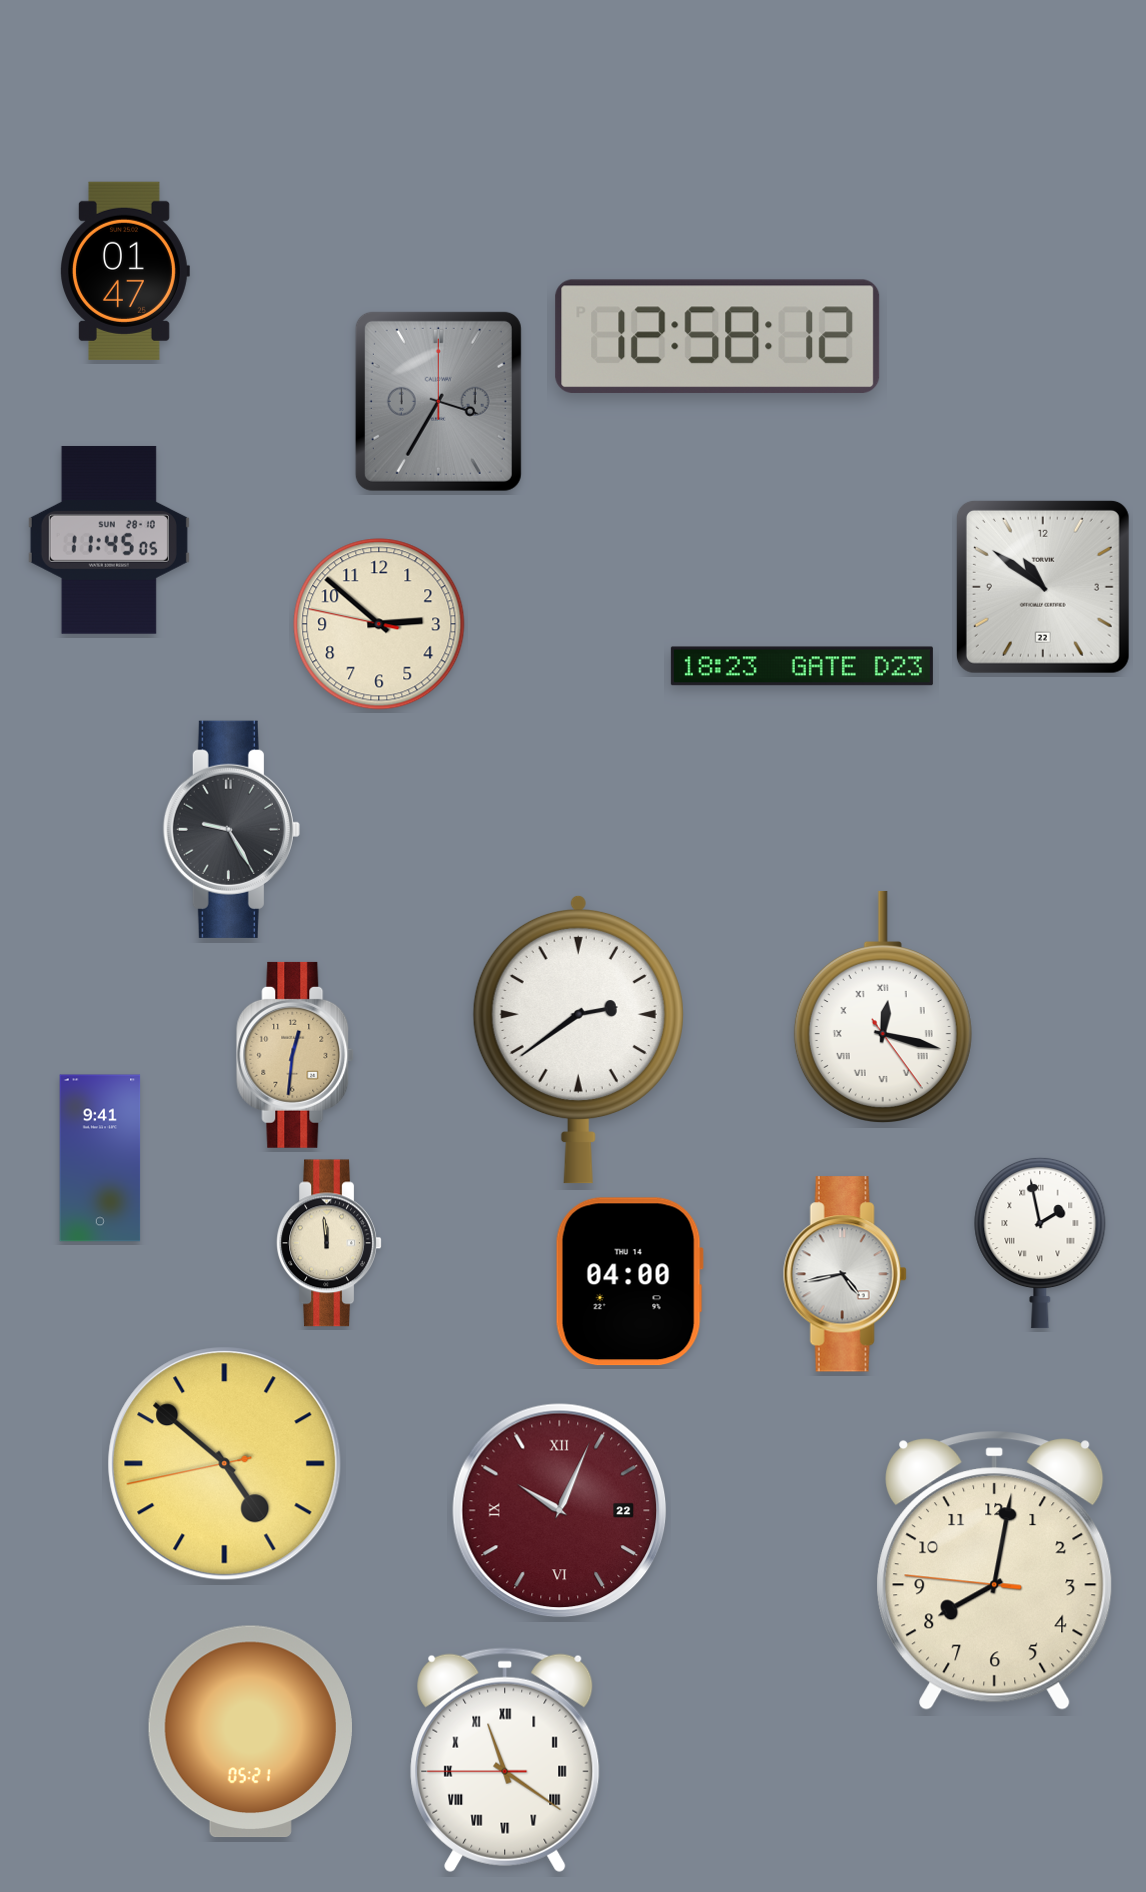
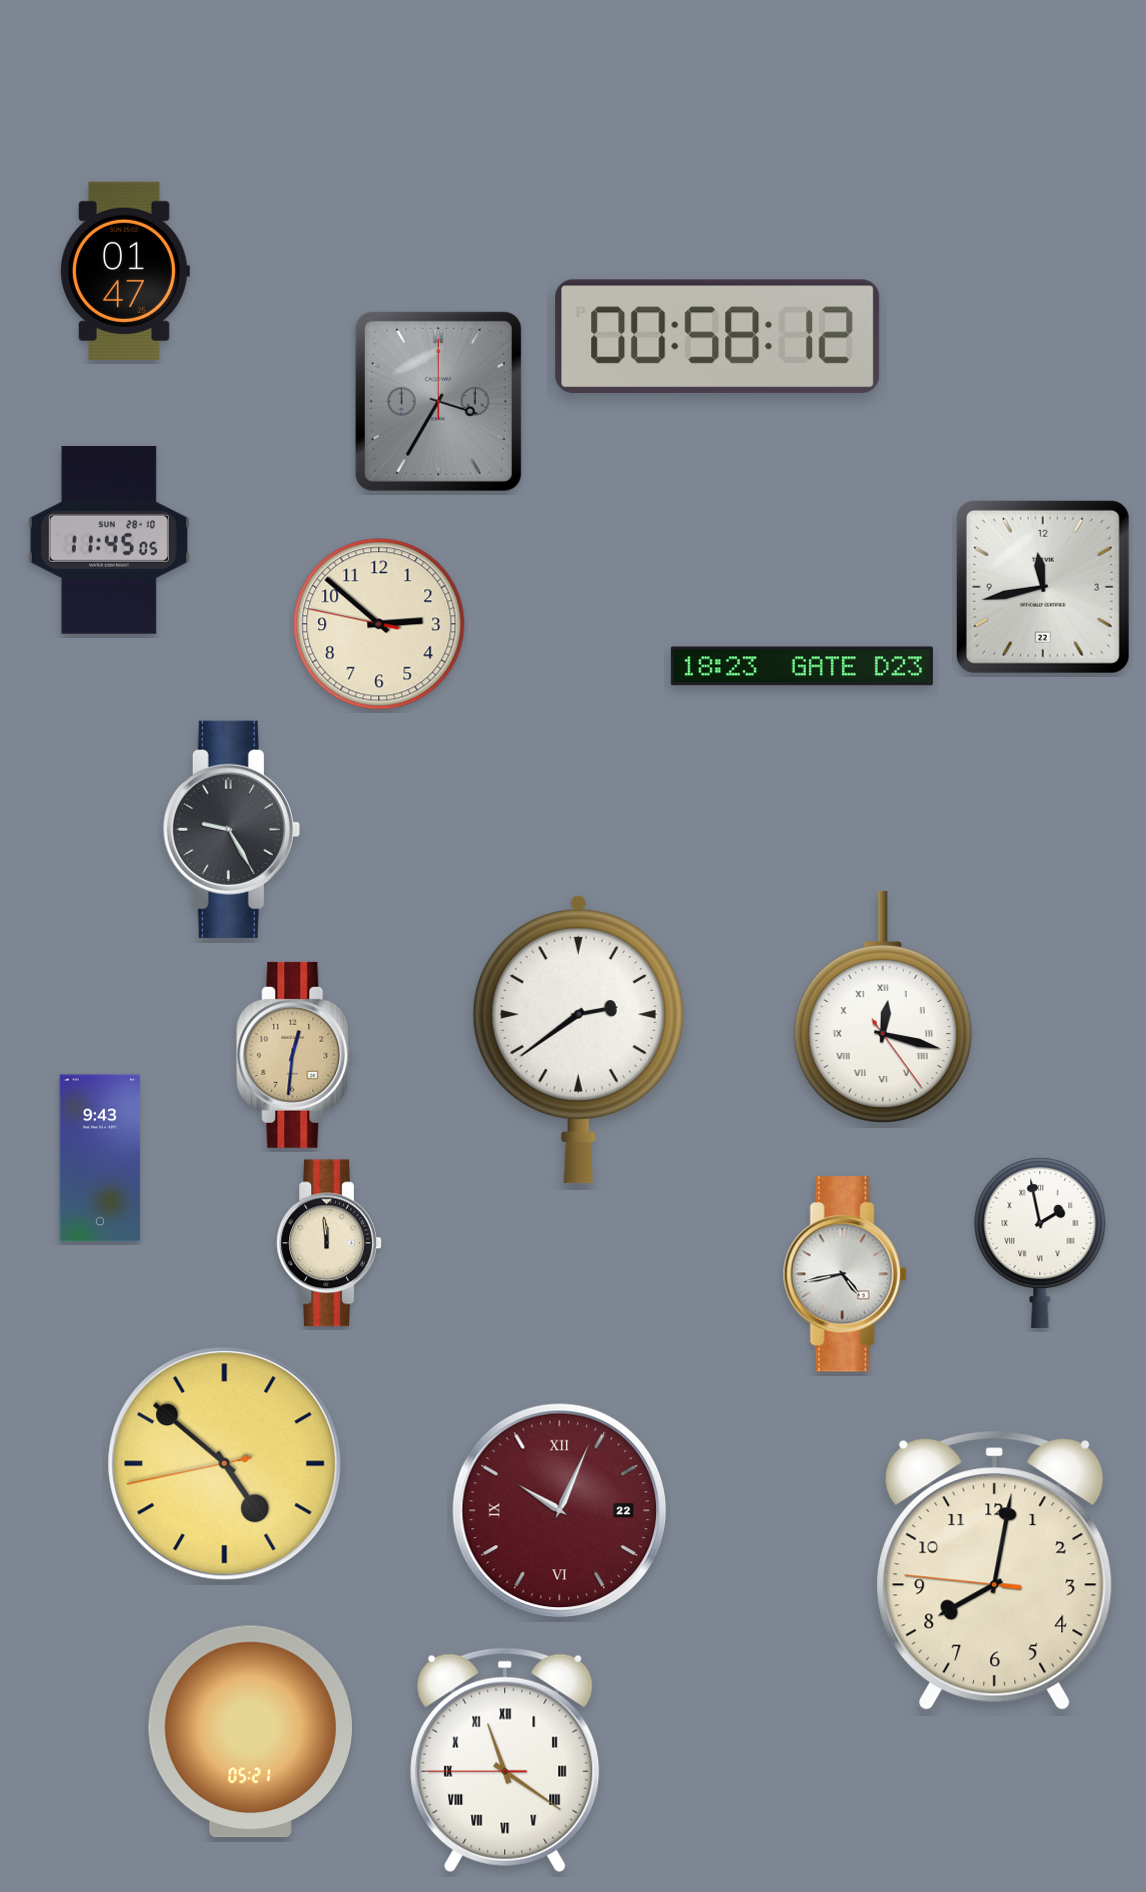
clock at (718, 336): 12:58 -> 00:58
clock at (1043, 587): 10:51 -> 11:43
clock at (100, 1158): 9:41 -> 9:43
clock at (629, 1282): 04:00 -> none
